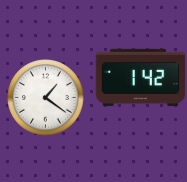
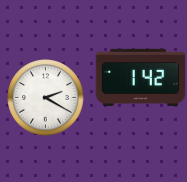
clock at (46, 98): 1:21 -> 2:20
